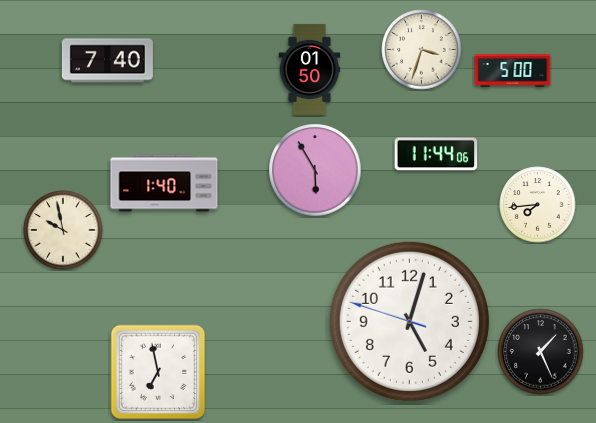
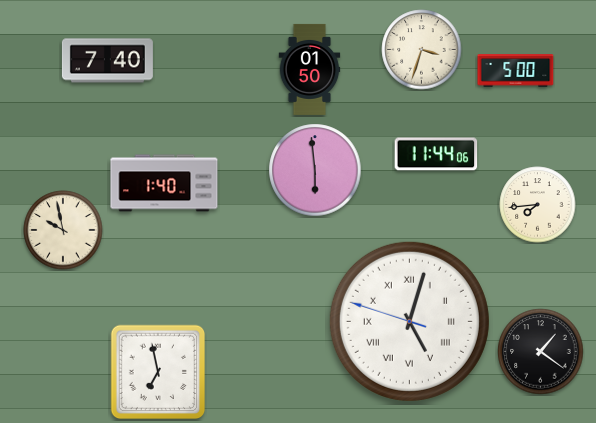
clock at (513, 71) position: (513, 71) -> (516, 71)
clock at (315, 170): 5:55 -> 5:59
clock at (409, 321) numerals: Arabic -> Roman
clock at (541, 352): 1:26 -> 1:21
